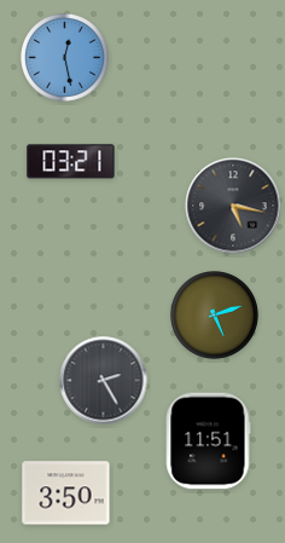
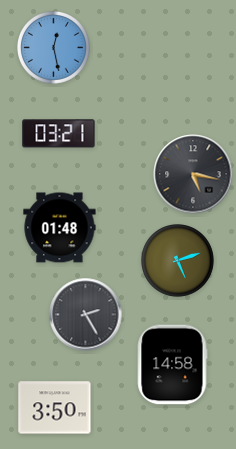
clock at (233, 206) position: (233, 206) -> (193, 174)
clock at (60, 228): none -> 01:48
clock at (208, 441): 11:51 -> 14:58
